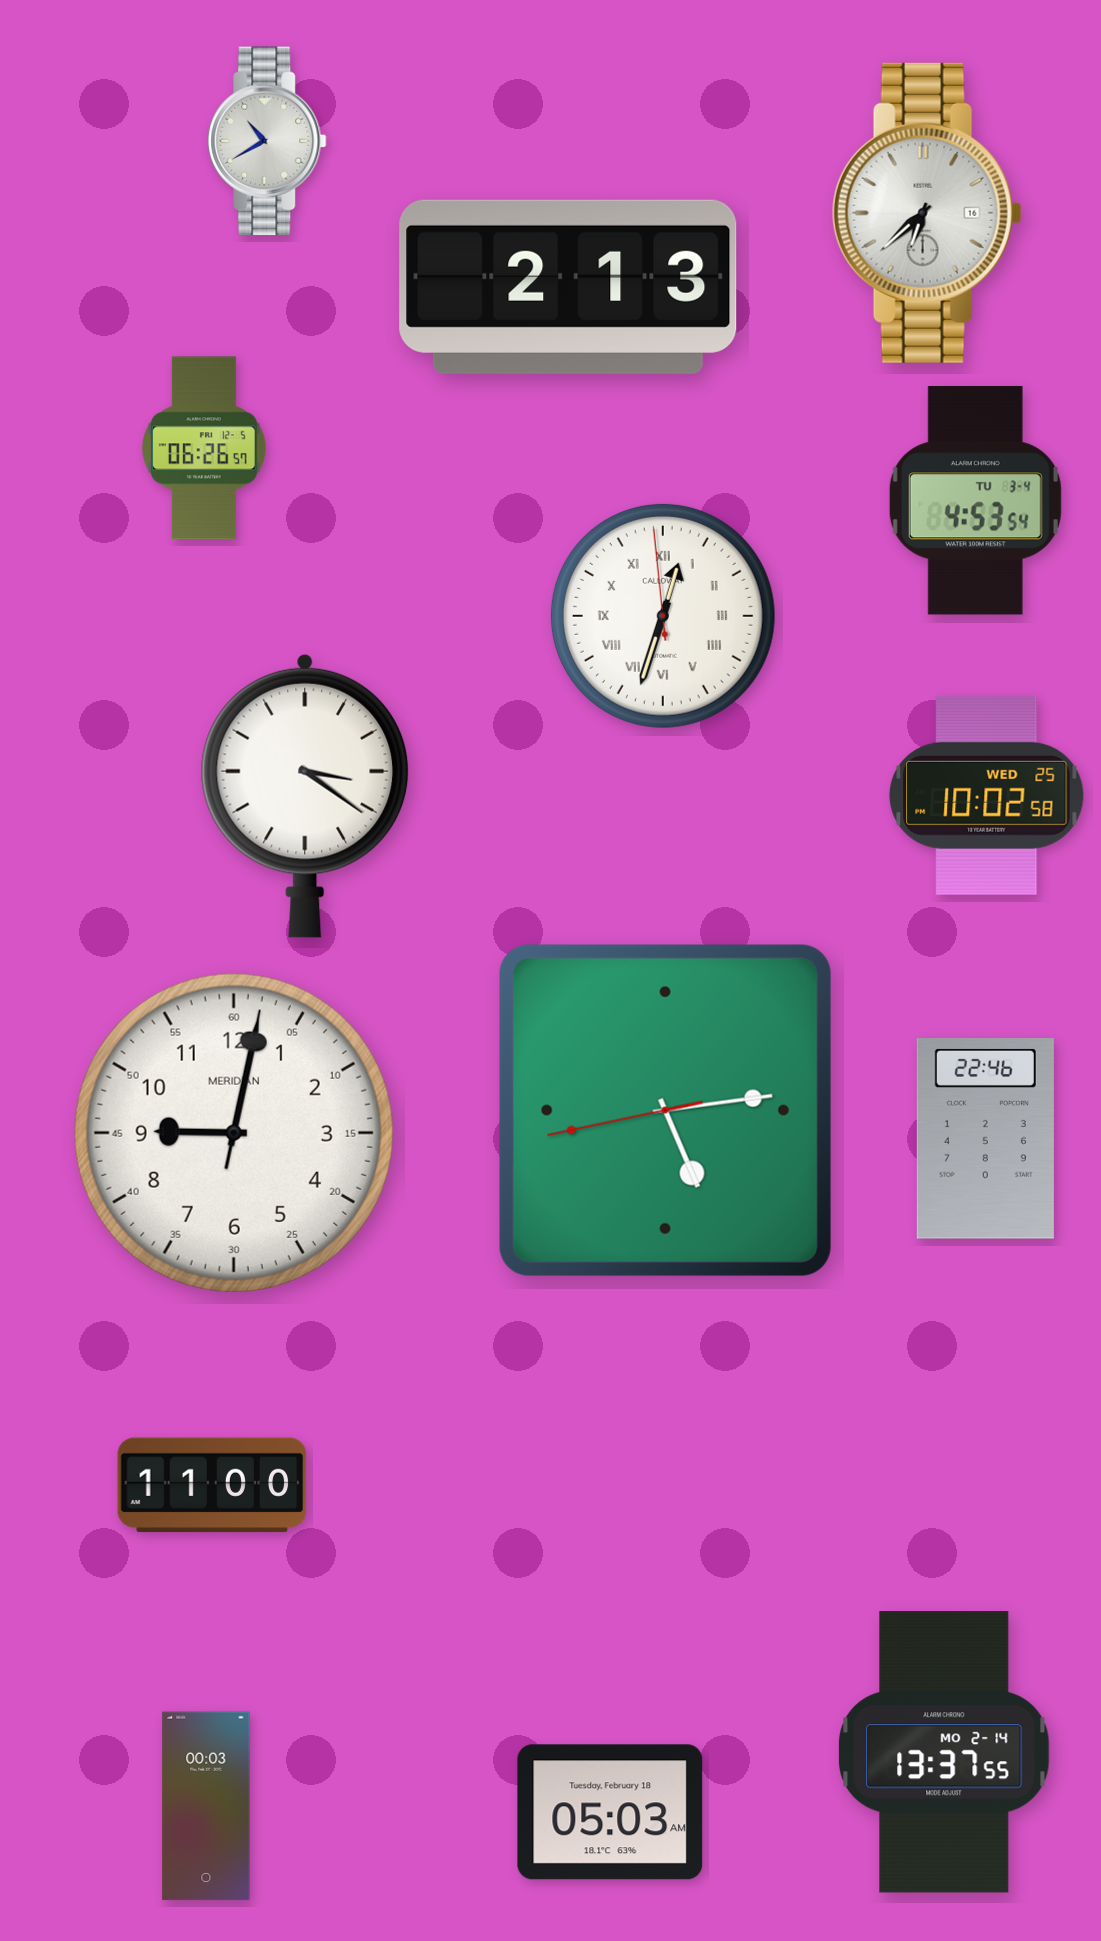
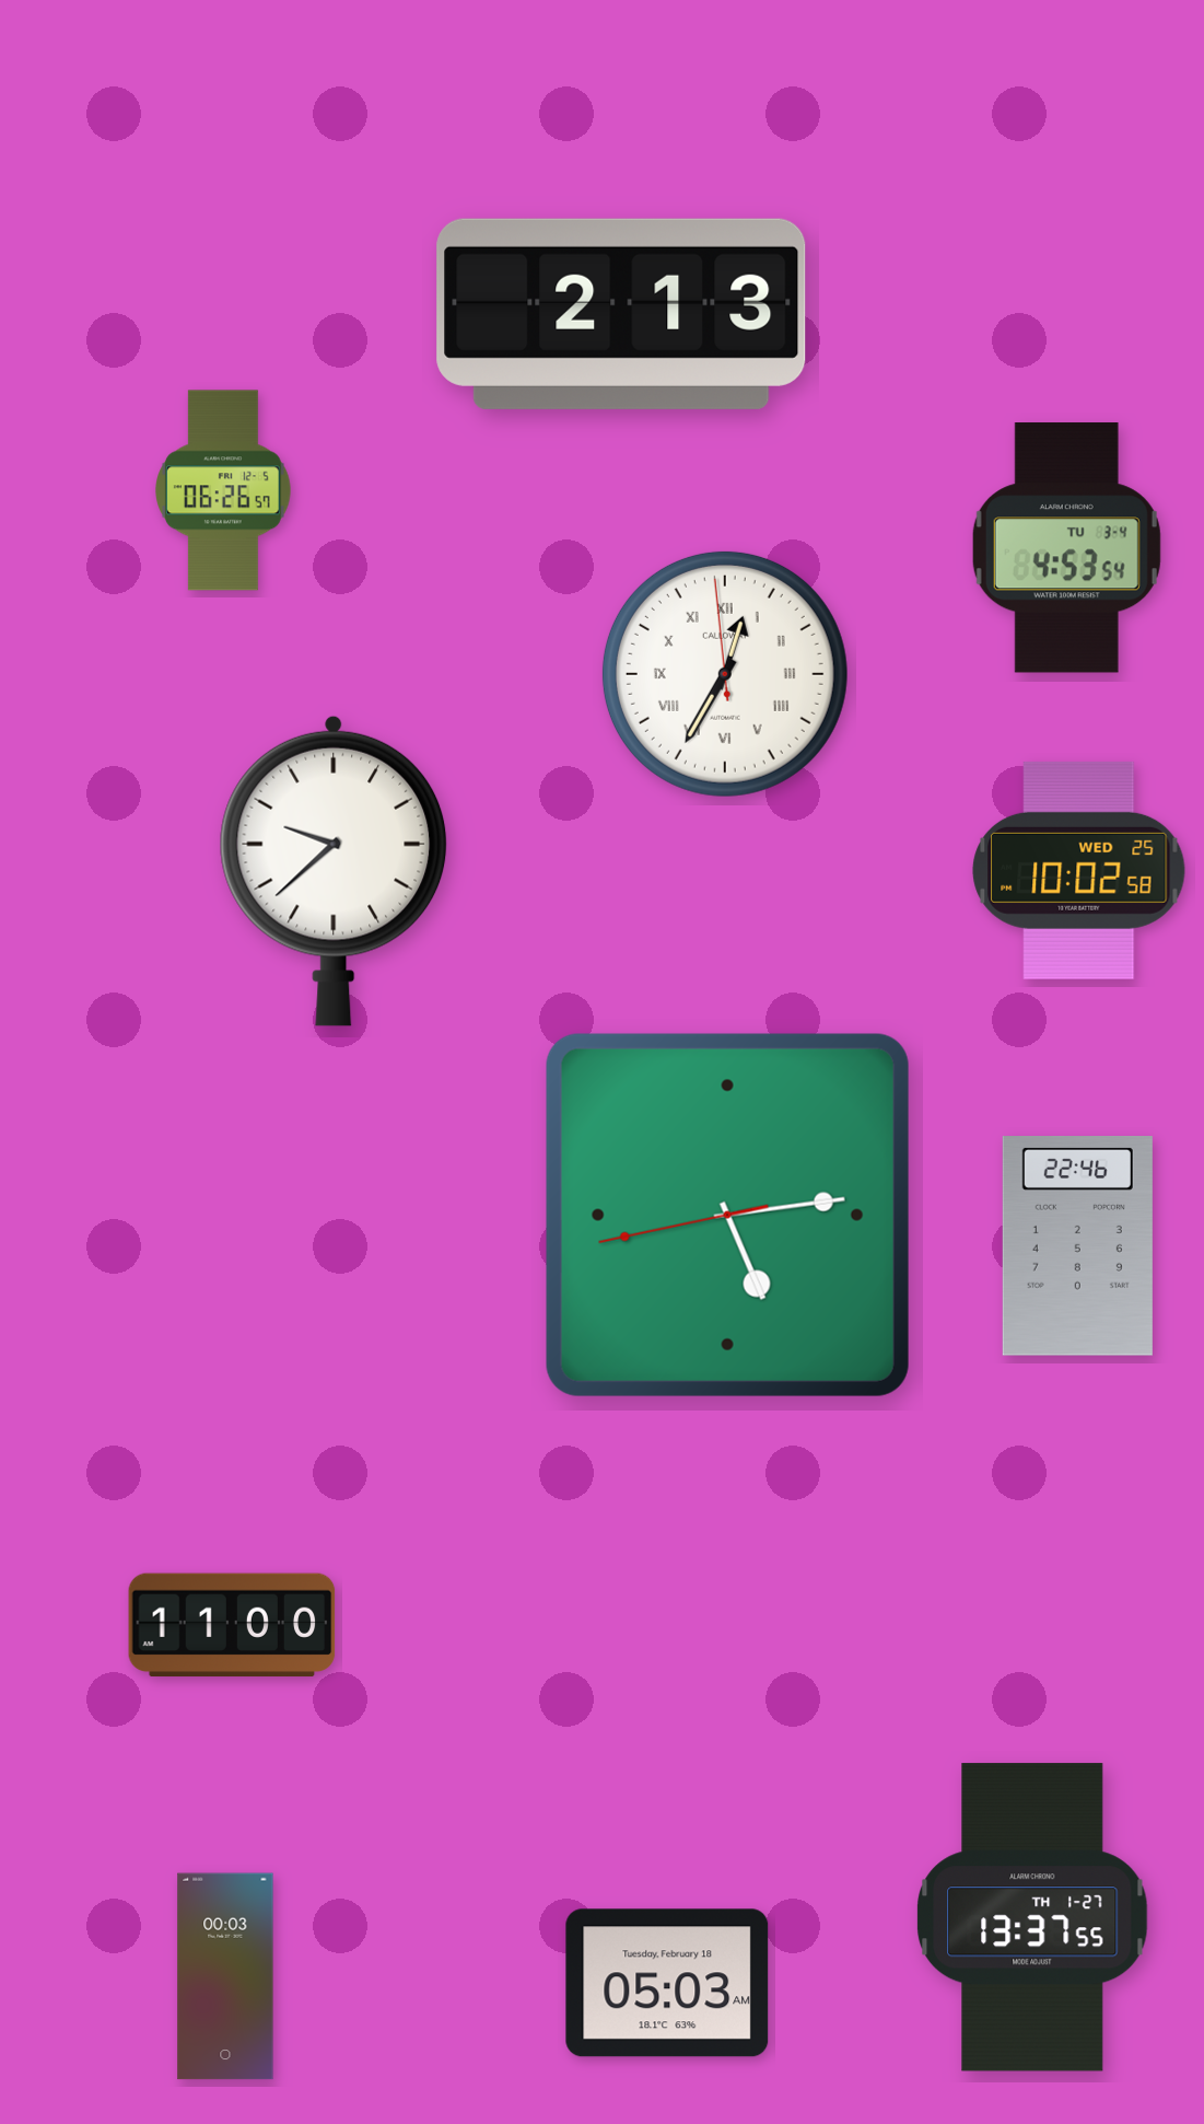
clock at (267, 141): 10:40 -> none
clock at (927, 213): 6:38 -> none
clock at (663, 616): 12:32 -> 12:34
clock at (305, 796): 3:21 -> 9:38
clock at (234, 1133): 9:02 -> none
clock at (944, 1752) date: MO 2-14 -> TH 1-27
